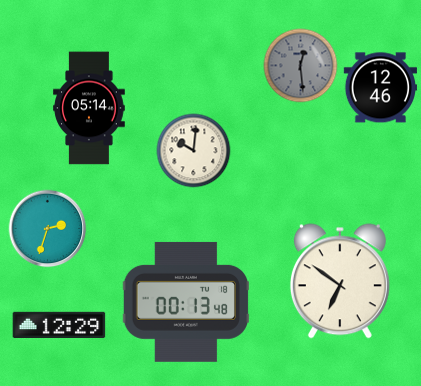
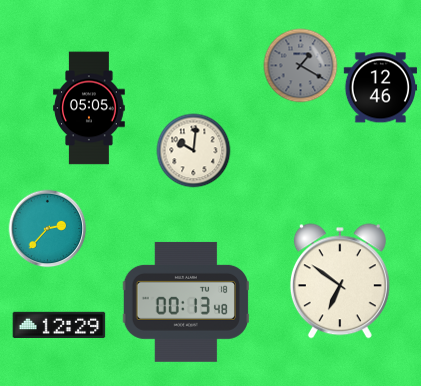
clock at (301, 66): 12:29 -> 1:20
clock at (89, 108): 05:14 -> 05:05
clock at (48, 229): 2:33 -> 2:37
